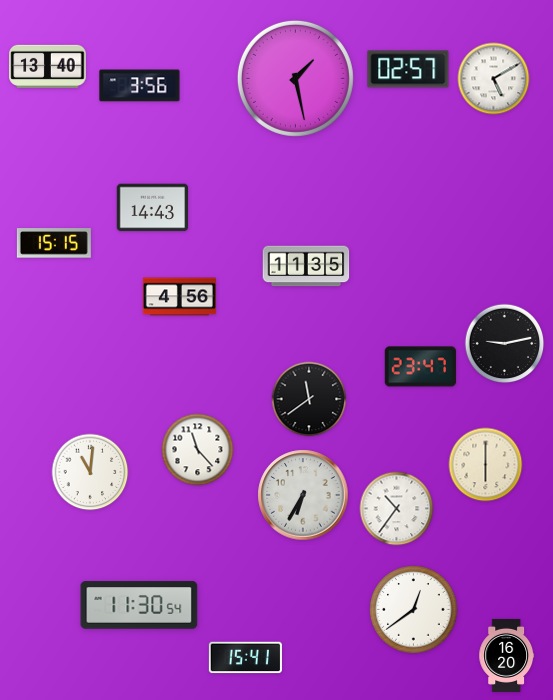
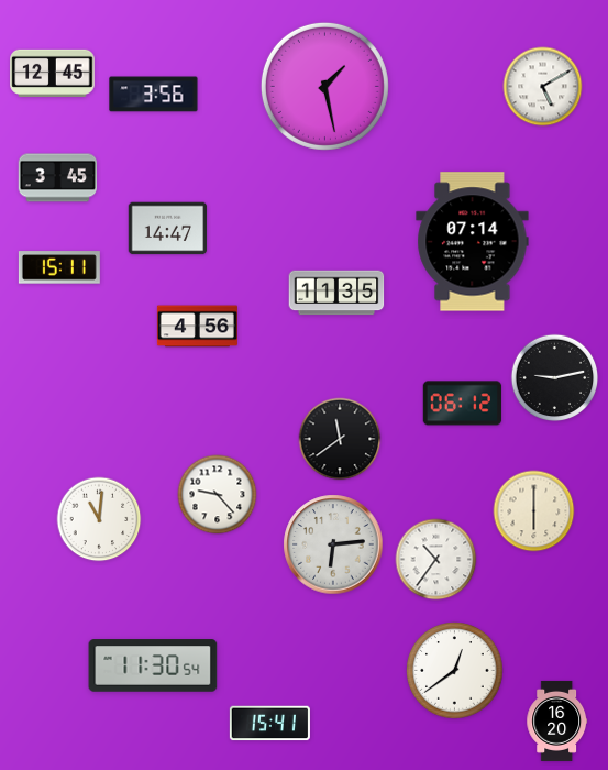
clock at (48, 66): 13:40 -> 12:45
clock at (408, 69): 02:57 -> none
clock at (58, 178): none -> 3:45
clock at (153, 208): 14:43 -> 14:47
clock at (473, 242): none -> 07:14
clock at (54, 243): 15:15 -> 15:11
clock at (421, 367): 23:47 -> 06:12
clock at (198, 450): 11:23 -> 9:23
clock at (303, 495): 6:35 -> 6:14
